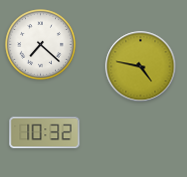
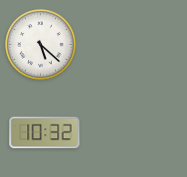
clock at (41, 45): 7:22 -> 5:22
clock at (141, 67): 4:47 -> none
